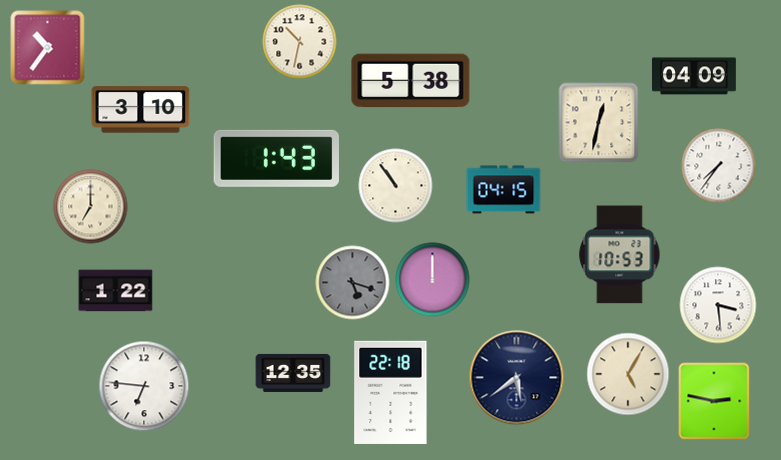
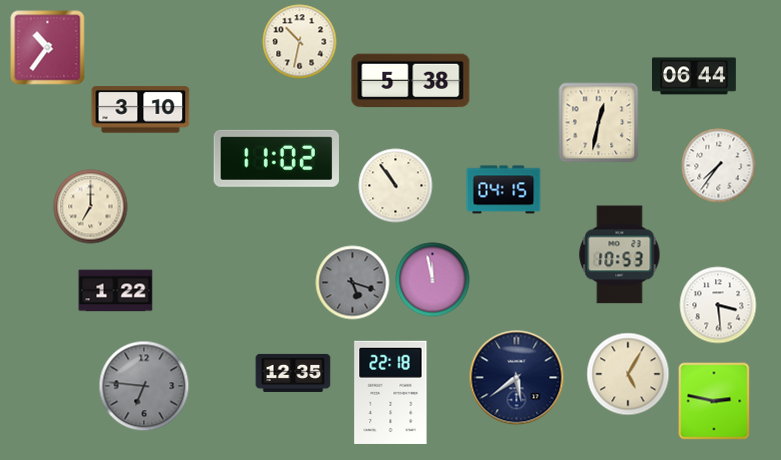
clock at (695, 76): 04:09 -> 06:44
clock at (276, 158): 1:43 -> 11:02
clock at (433, 280): 12:00 -> 11:58
clock at (144, 386) dial: white -> grey
